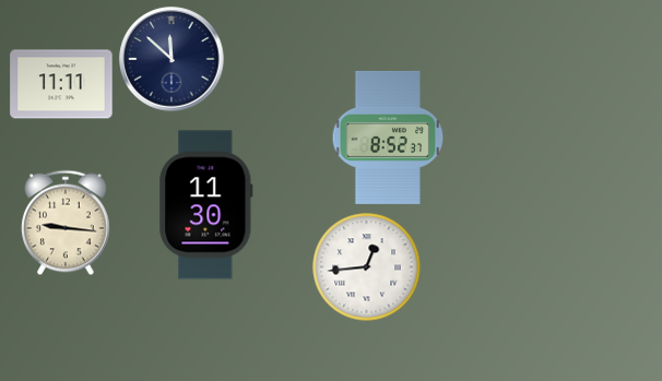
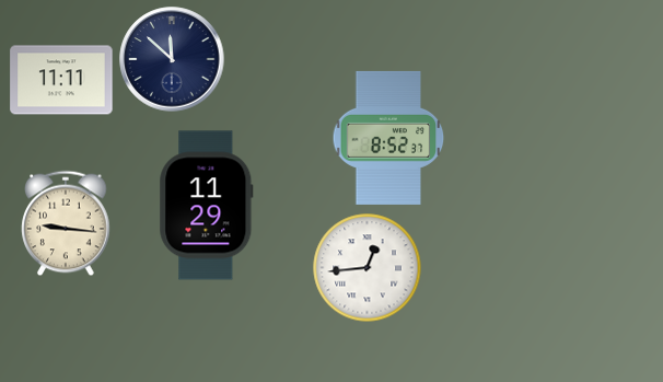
clock at (61, 84) position: (61, 84) -> (61, 80)
clock at (206, 205): 11:30 -> 11:29
